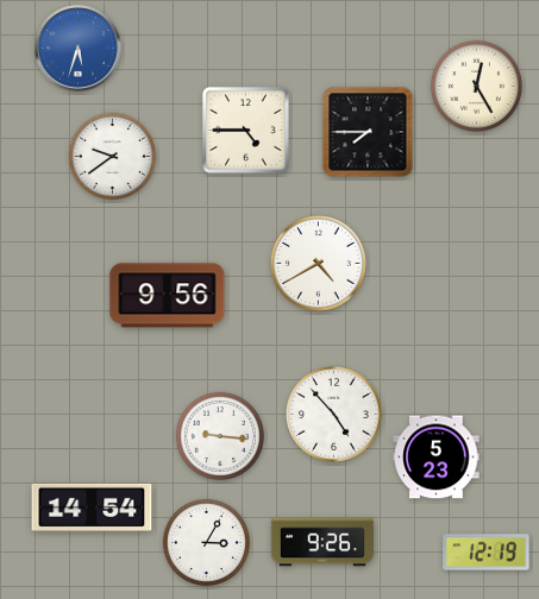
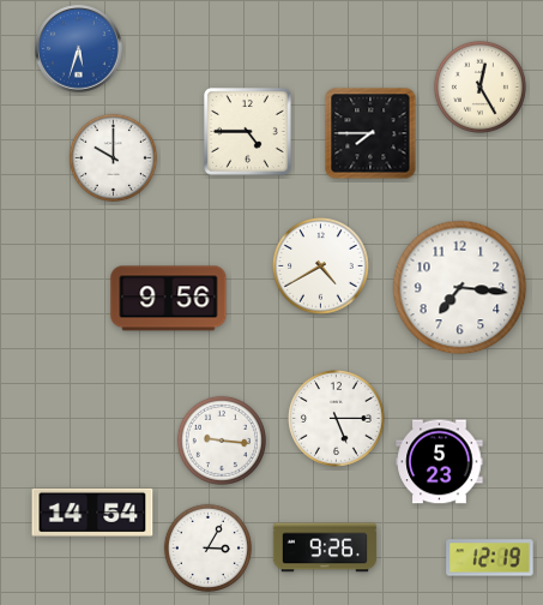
clock at (112, 156): 9:39 -> 10:00
clock at (460, 288): none -> 7:16
clock at (334, 415): 4:53 -> 5:15
